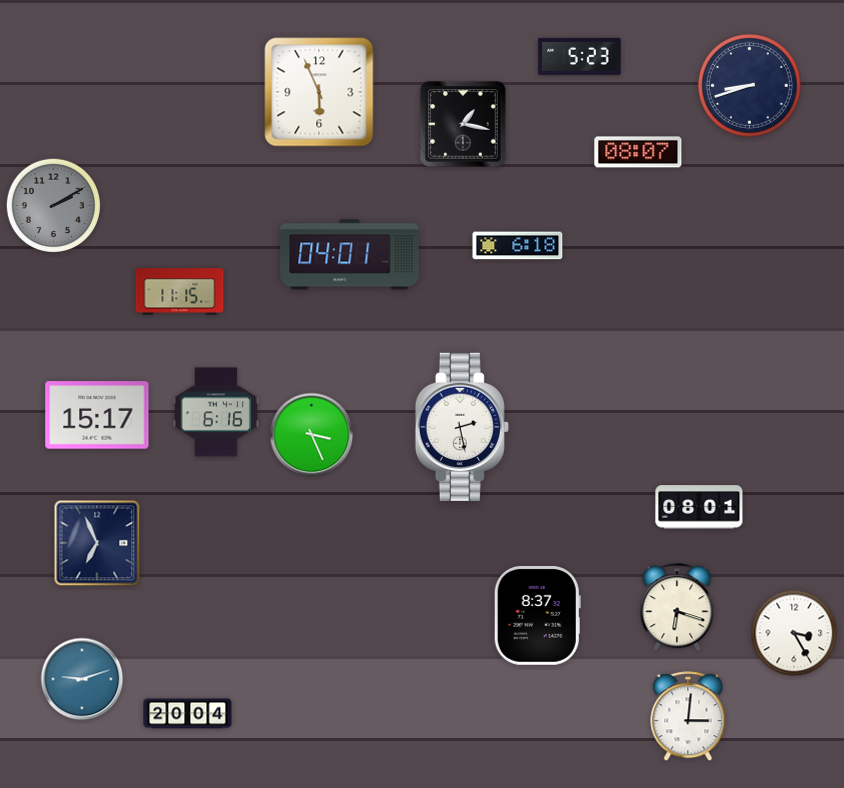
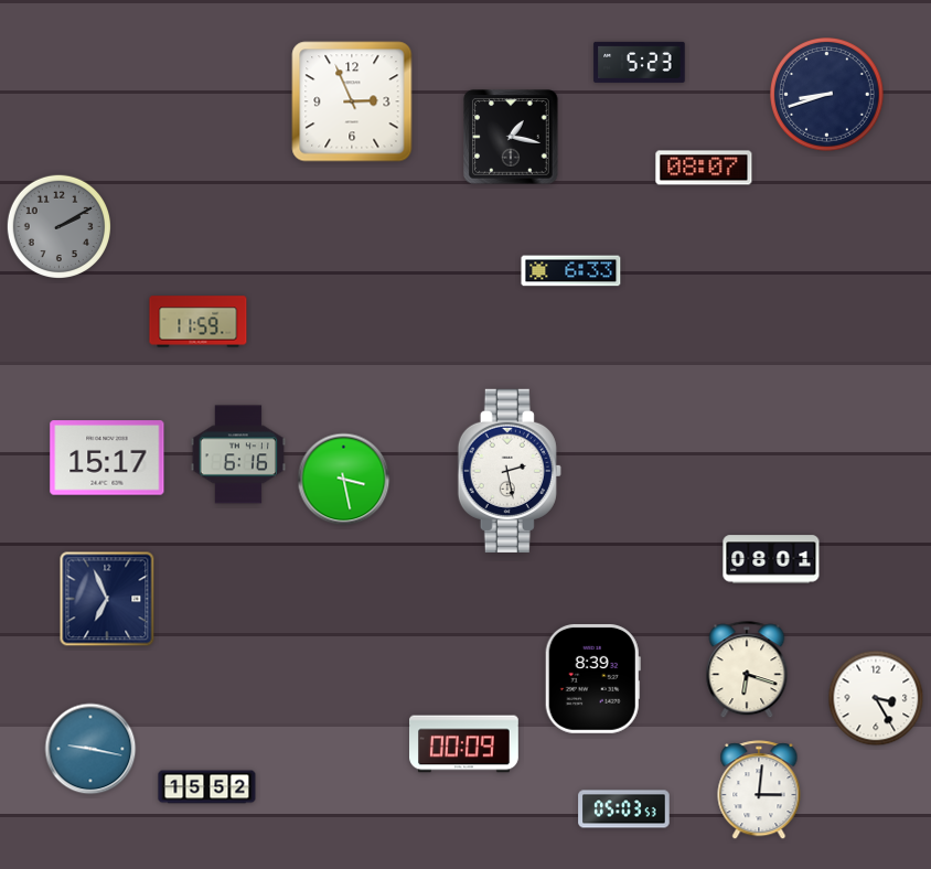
clock at (319, 92): 5:56 -> 2:56
clock at (518, 246): 6:18 -> 6:33
clock at (350, 255): 04:01 -> none
clock at (180, 292): 11:15 -> 11:59
clock at (312, 435): 3:26 -> 3:28
clock at (537, 615): 8:37 -> 8:39
clock at (464, 744): none -> 00:09
clock at (82, 679): 9:12 -> 9:17
clock at (188, 714): 20:04 -> 15:52
clock at (624, 809): none -> 05:03
